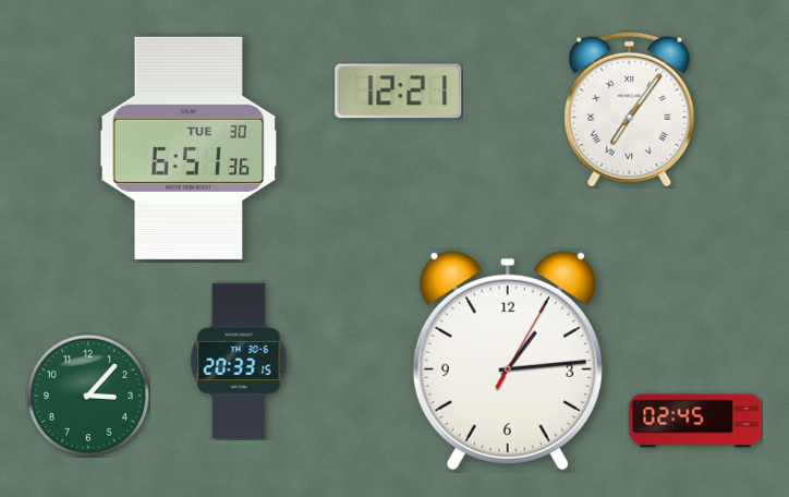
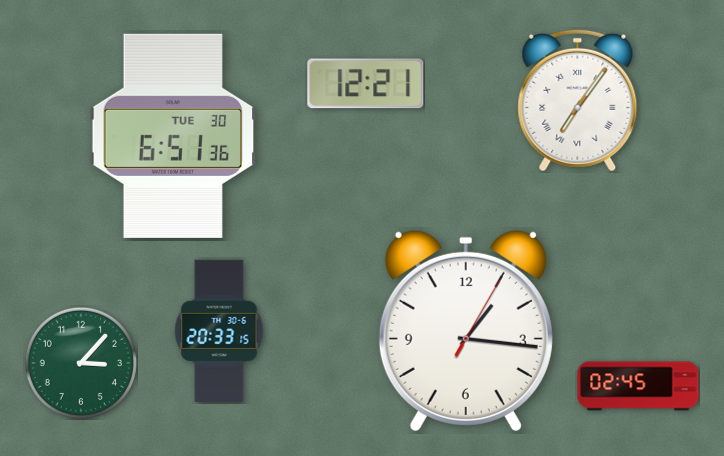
clock at (508, 360): 1:14 -> 1:16
